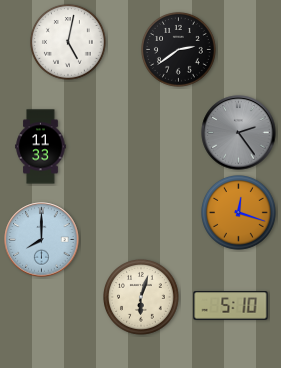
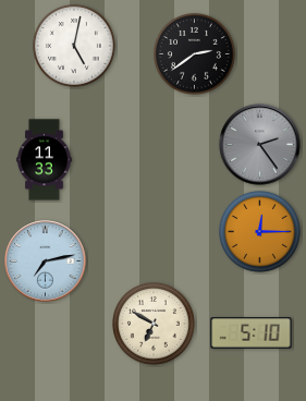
clock at (239, 213): 12:18 -> 12:15
clock at (42, 240): 8:00 -> 7:13
clock at (142, 298): 6:03 -> 6:50
